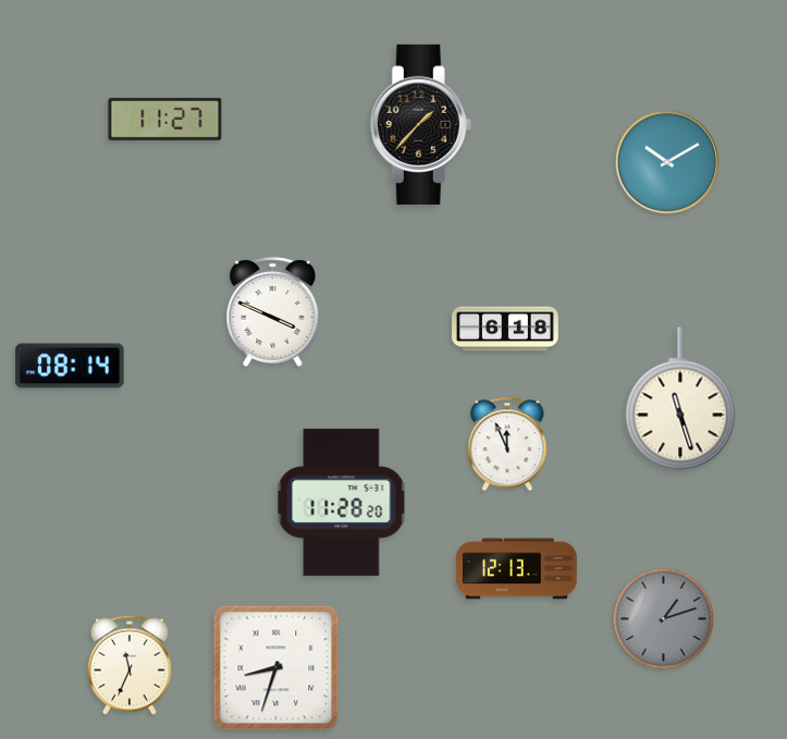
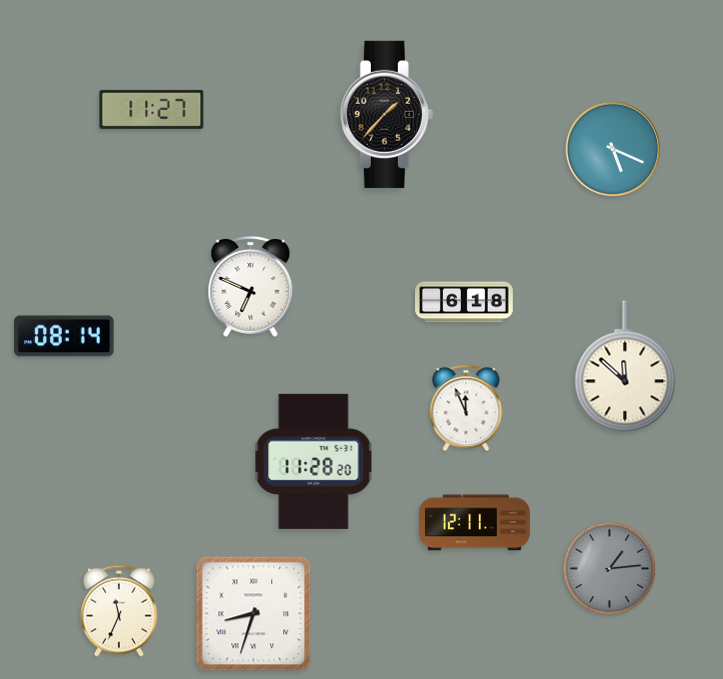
clock at (667, 162): 10:10 -> 5:19
clock at (273, 311): 3:49 -> 6:49
clock at (680, 398): 11:27 -> 11:52
clock at (517, 569): 12:13 -> 12:11
clock at (664, 619): 1:12 -> 1:14
